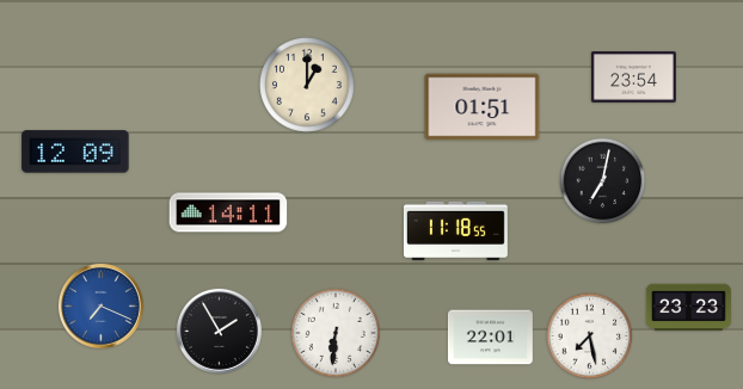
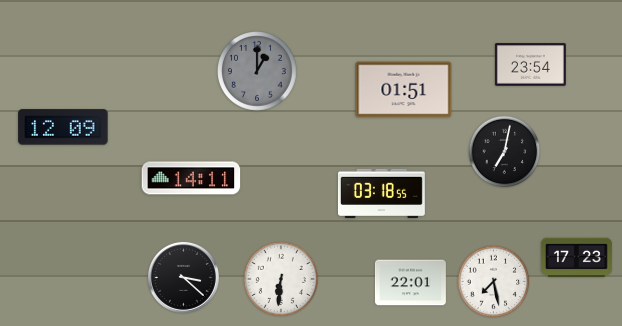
clock at (308, 86) dial: cream -> grey
clock at (455, 231): 11:18 -> 03:18
clock at (100, 305): 7:19 -> none
clock at (688, 308): 23:23 -> 17:23
clock at (219, 331): 1:55 -> 3:22
